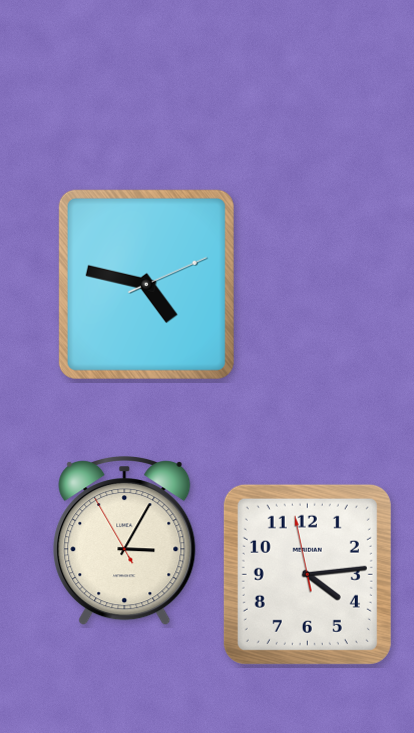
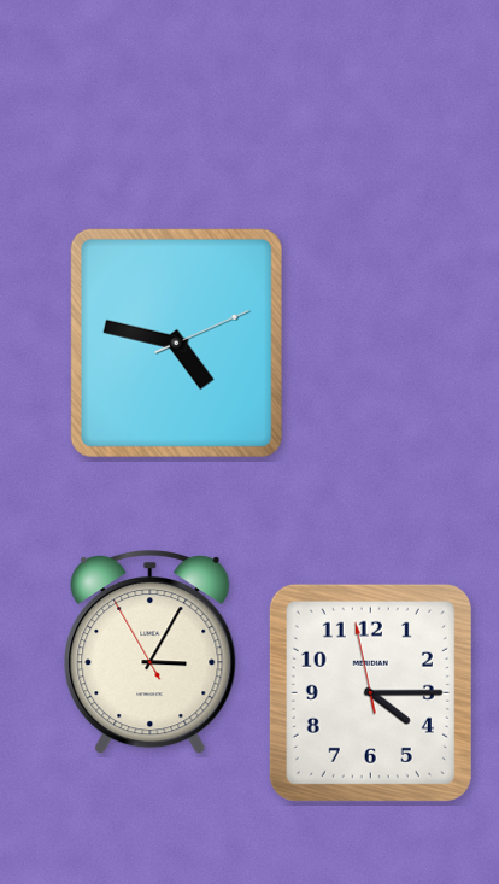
clock at (307, 574): 4:13 -> 4:14
